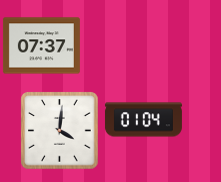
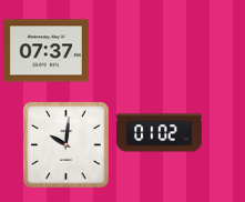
clock at (143, 120): 01:04 -> 01:02
clock at (59, 130): 4:01 -> 10:01
